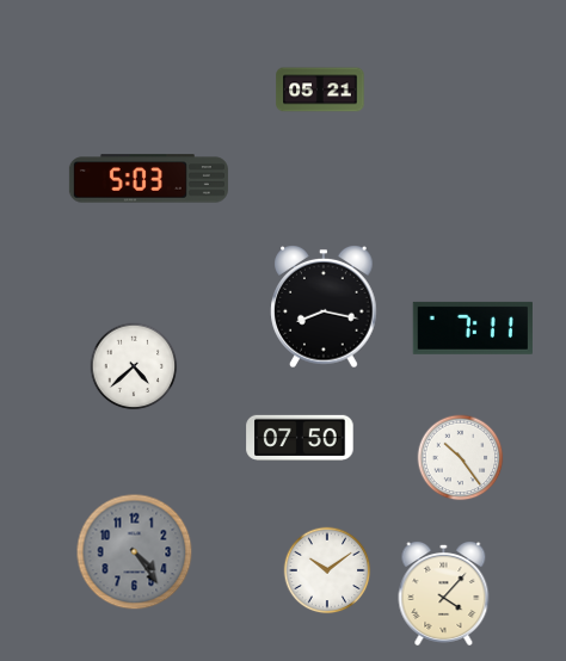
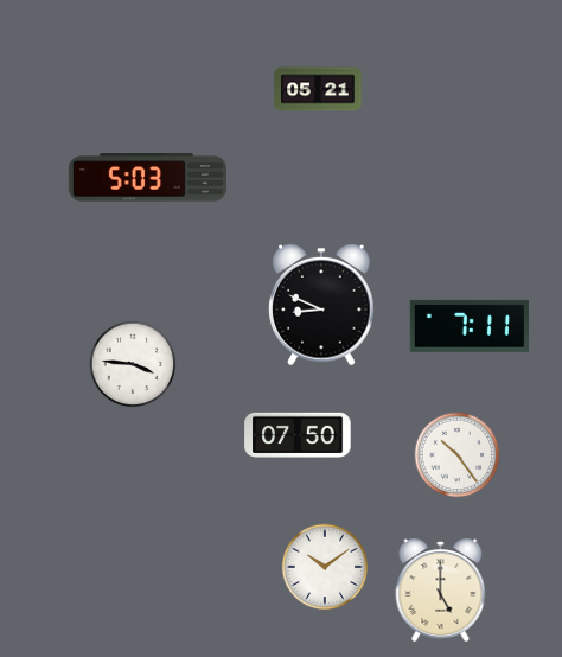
clock at (324, 308): 8:17 -> 8:49
clock at (134, 366): 4:38 -> 3:46
clock at (135, 552): 4:24 -> none
clock at (444, 594): 4:07 -> 5:00
